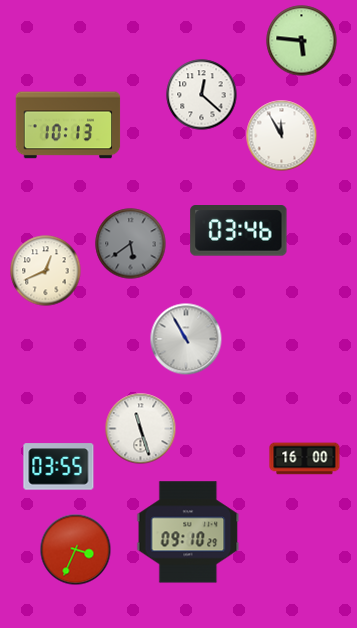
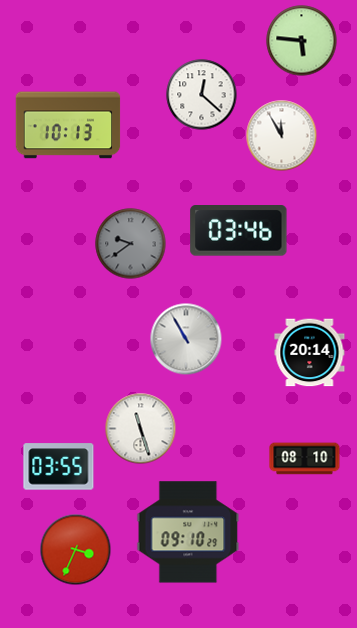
clock at (131, 244): 5:39 -> 9:39
clock at (46, 271): 12:41 -> none
clock at (310, 353): none -> 20:14
clock at (305, 459): 16:00 -> 08:10
